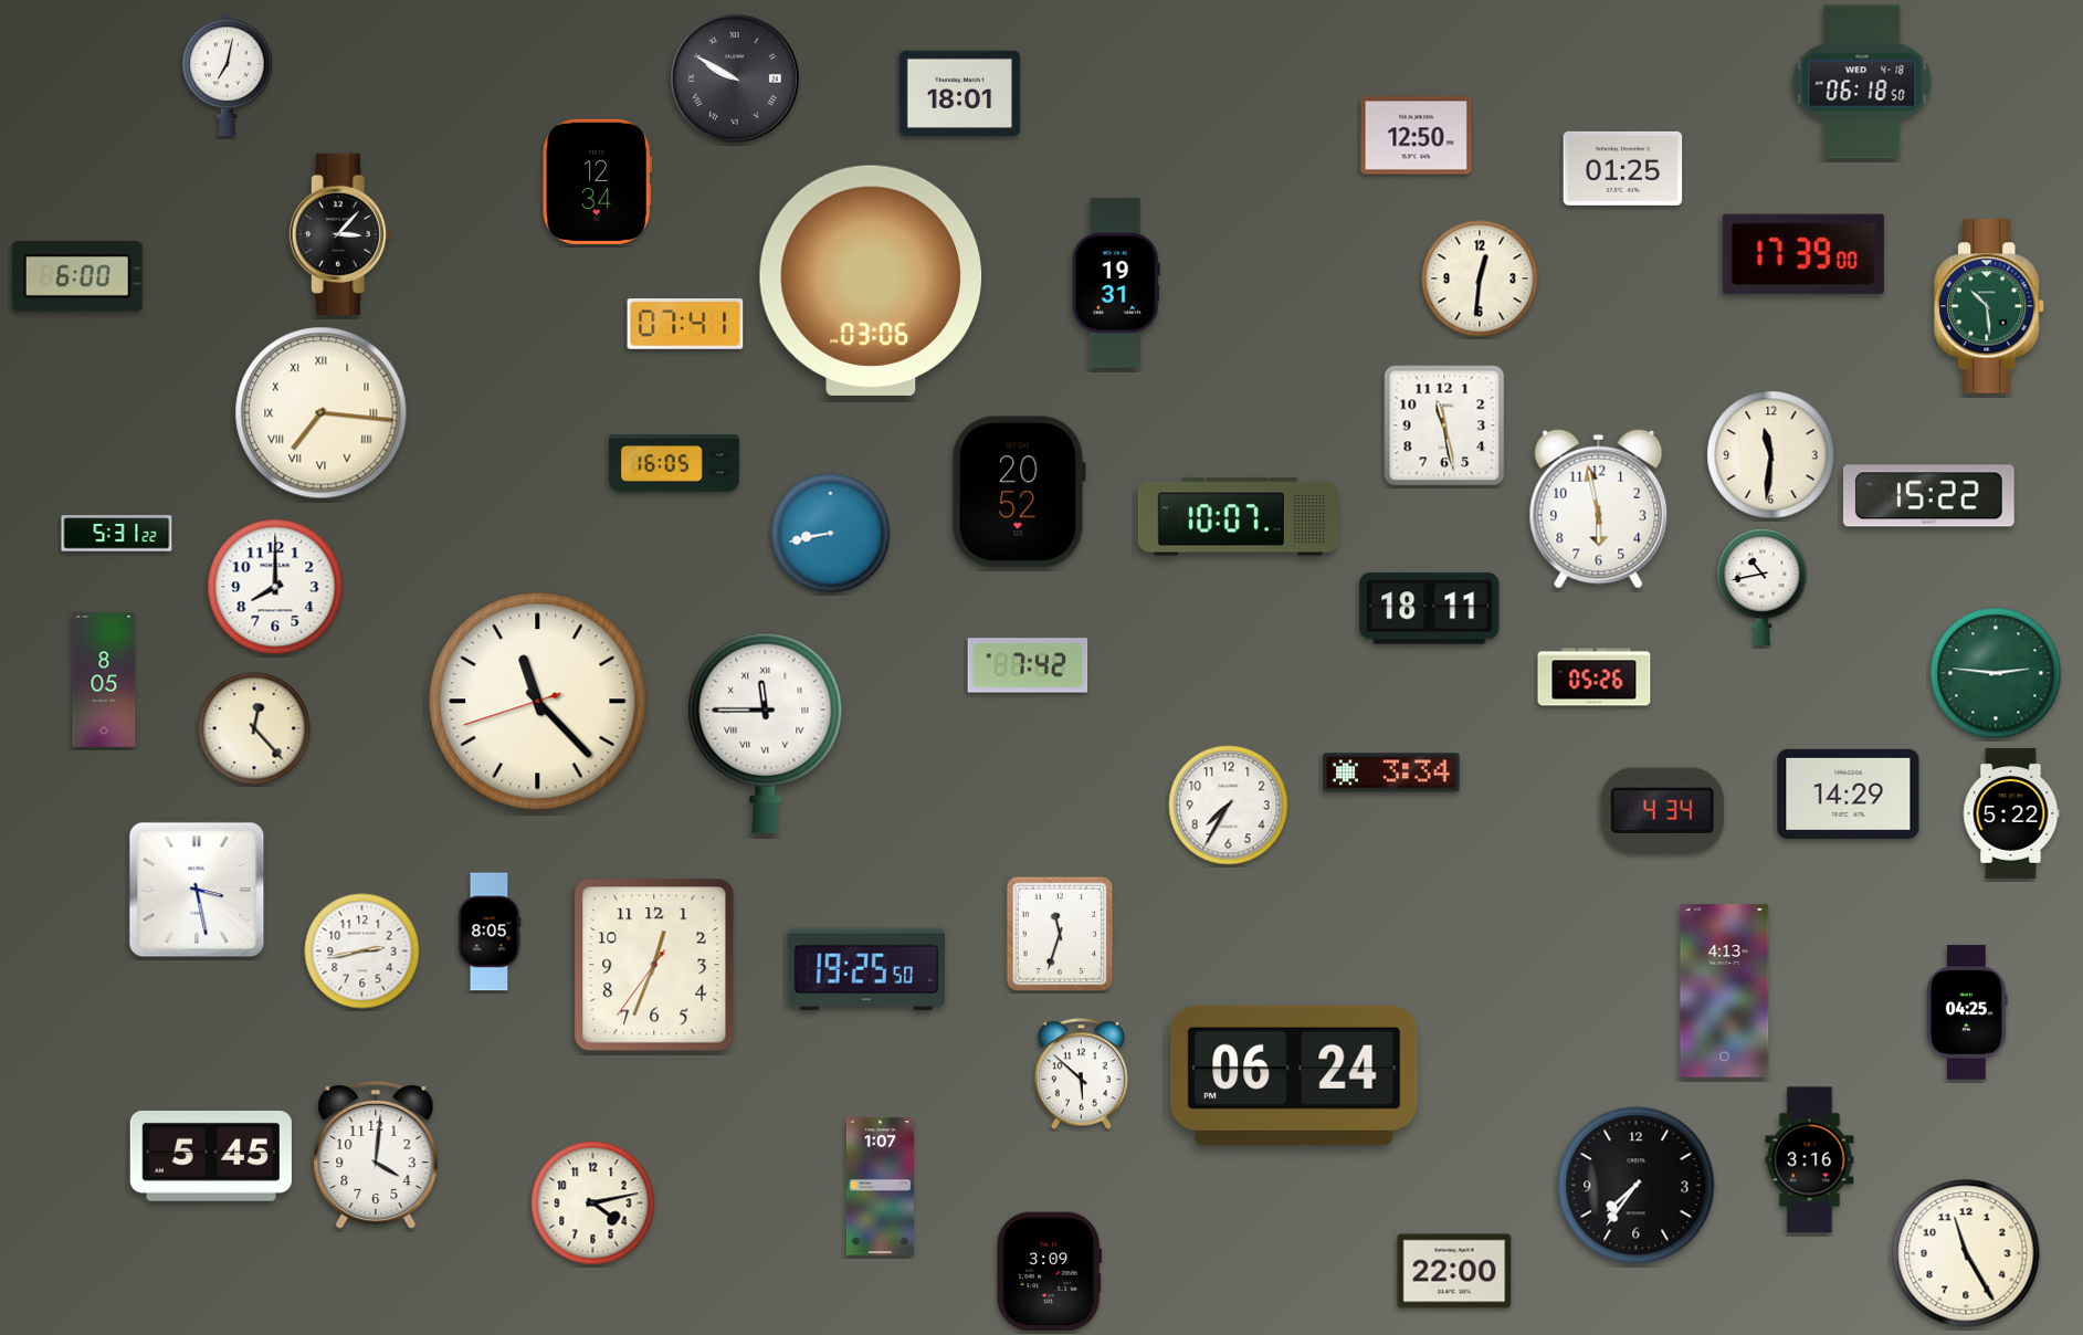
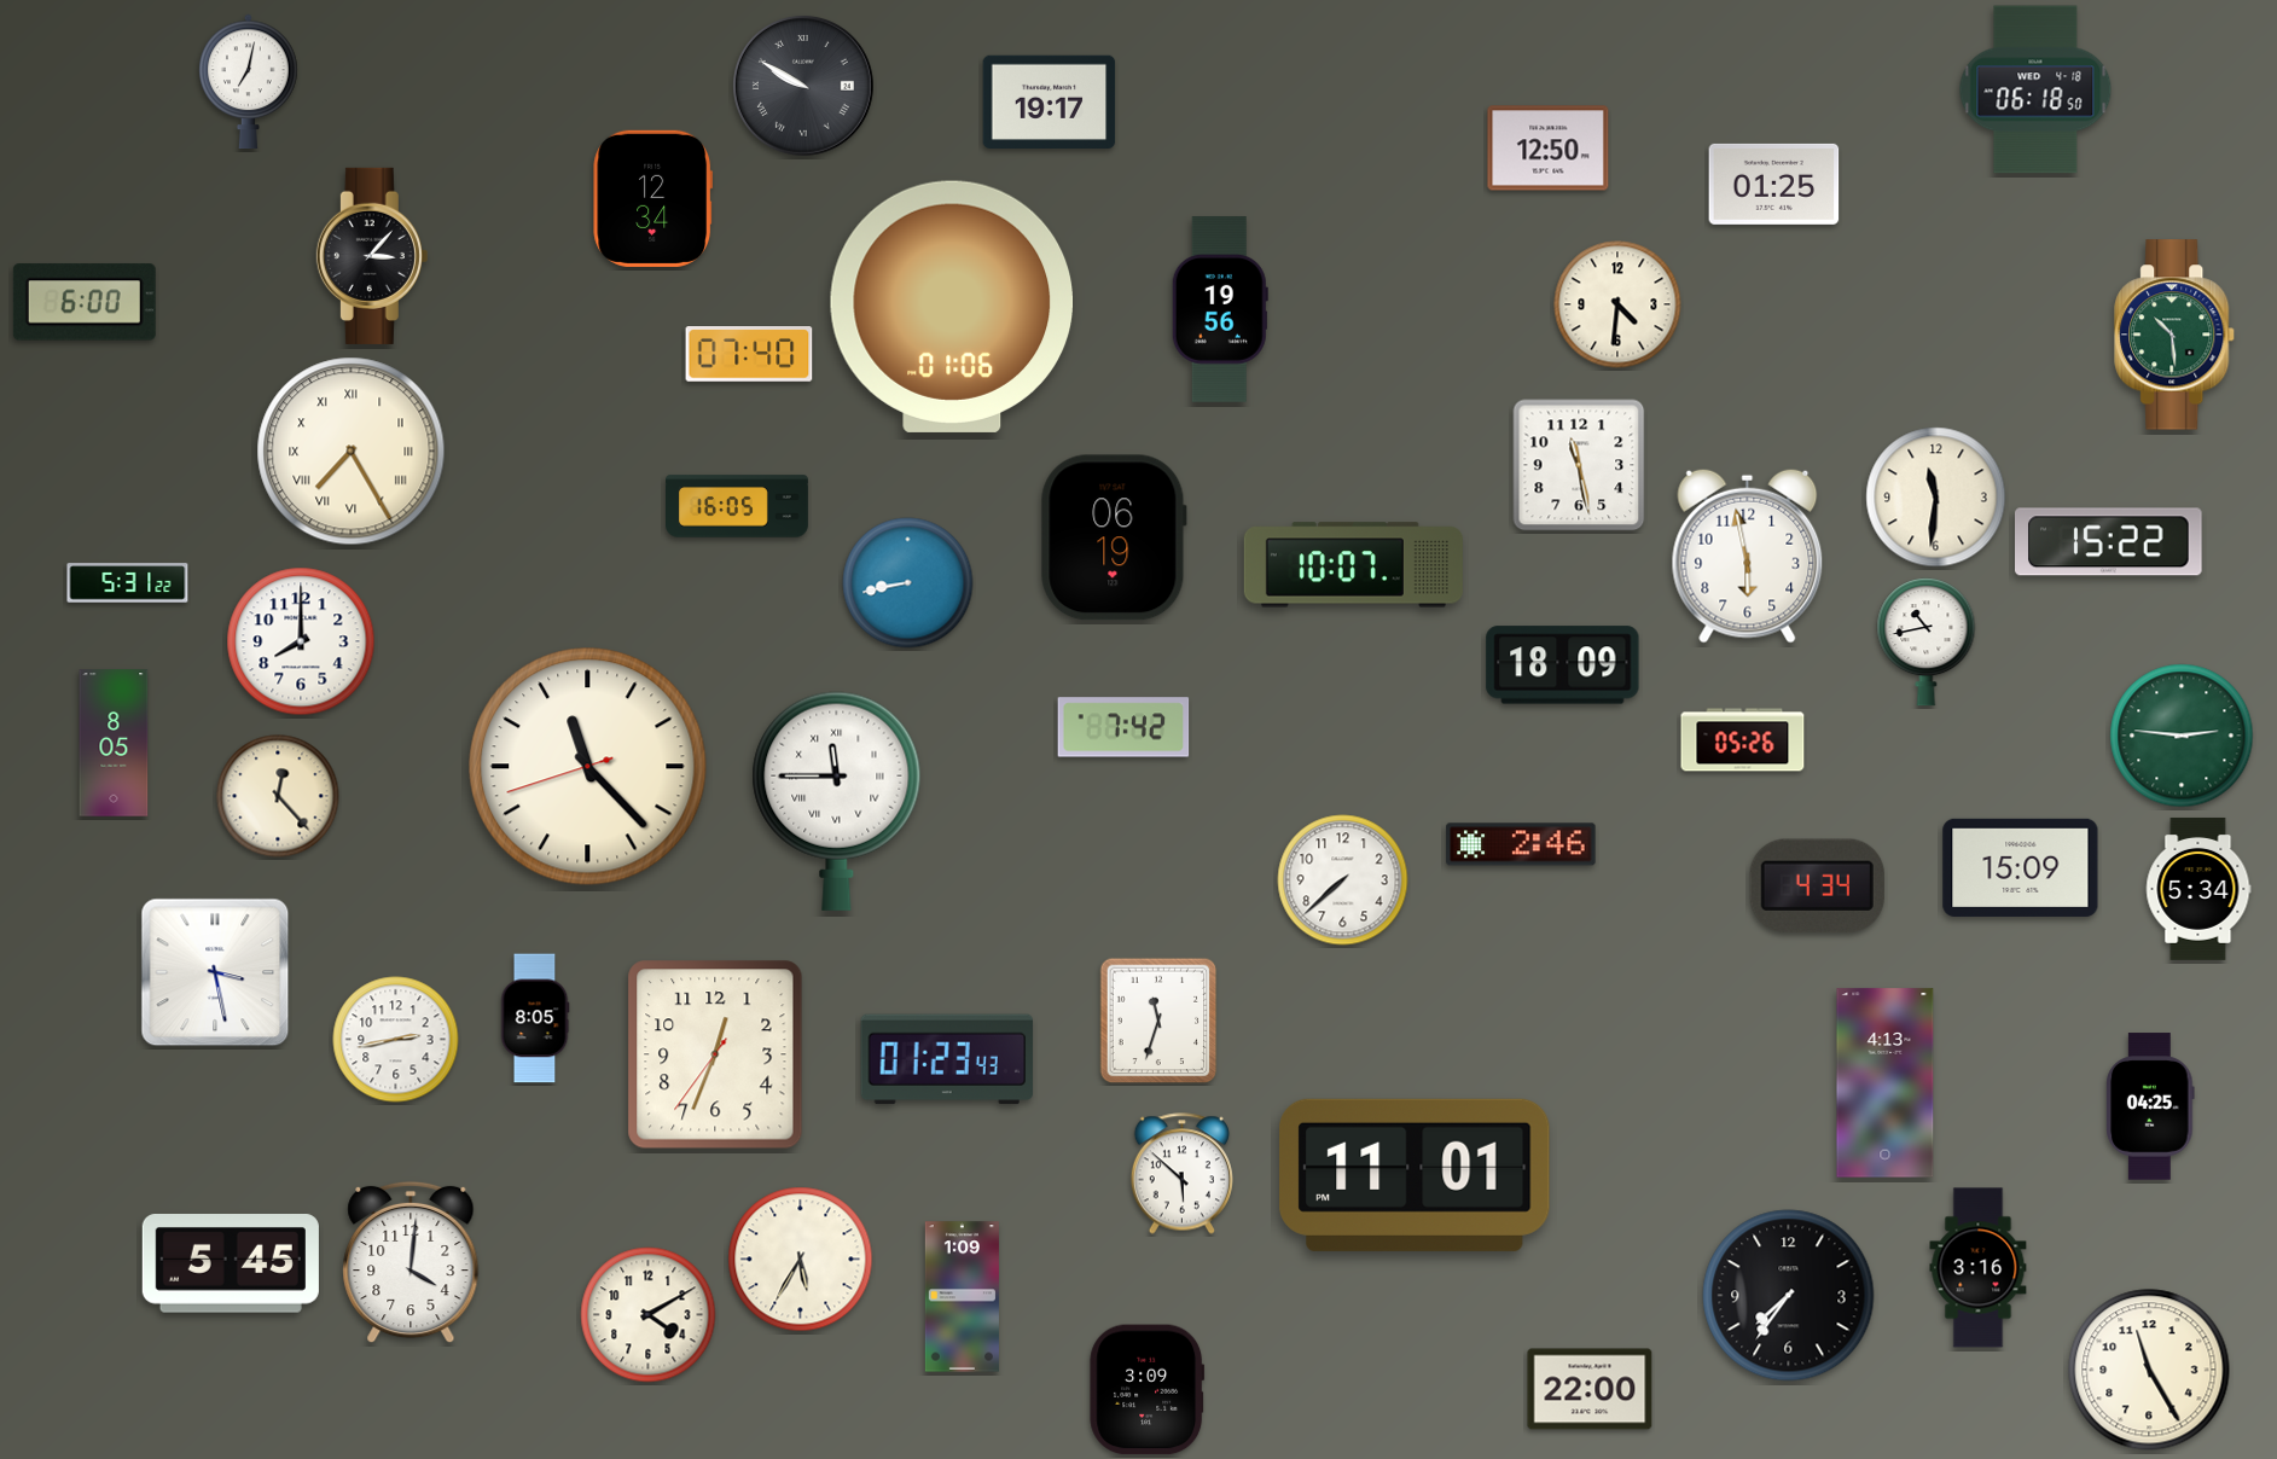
clock at (960, 93): 18:01 -> 19:17
clock at (1803, 254): 17:39 -> none
clock at (1480, 278): 12:31 -> 4:31
clock at (870, 281): 03:06 -> 01:06
clock at (1116, 283): 19:31 -> 19:56
clock at (685, 324): 07:41 -> 07:40
clock at (322, 413): 7:16 -> 7:25
clock at (1019, 492): 20:52 -> 06:19
clock at (1430, 609): 18:11 -> 18:09
clock at (1391, 772): 3:34 -> 2:46
clock at (1849, 793): 14:29 -> 15:09
clock at (1229, 806): 7:35 -> 7:38
clock at (2011, 813): 5:22 -> 5:34
clock at (865, 969): 19:25 -> 01:23
clock at (1294, 1075): 06:24 -> 11:01
clock at (801, 1260): none -> 5:35
clock at (880, 1187): 1:07 -> 1:09
clock at (593, 1203): 4:13 -> 4:10
